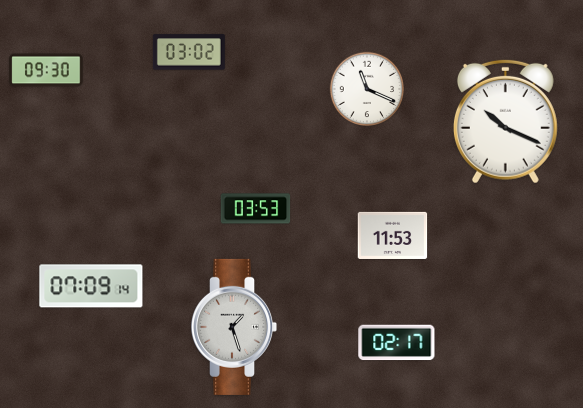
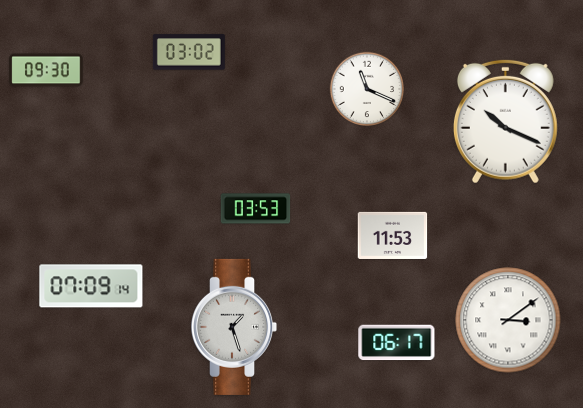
clock at (508, 320): none -> 3:09
clock at (397, 343): 02:17 -> 06:17
